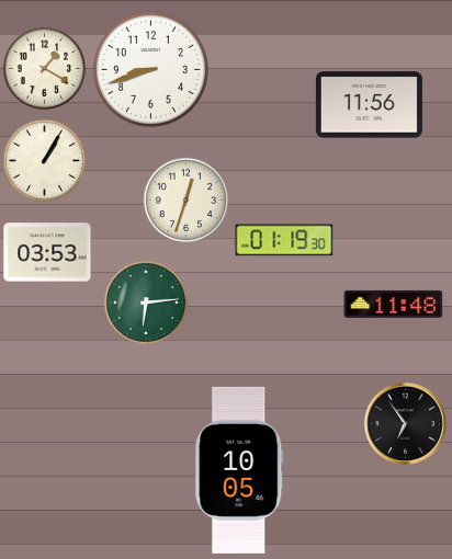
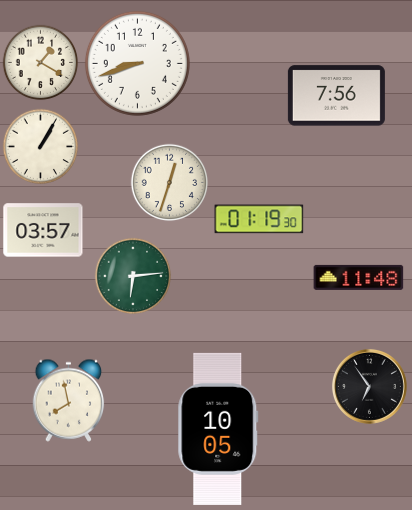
clock at (369, 105): 11:56 -> 7:56
clock at (47, 252): 03:53 -> 03:57
clock at (69, 400): none -> 7:58
